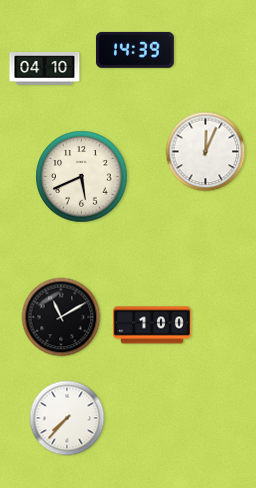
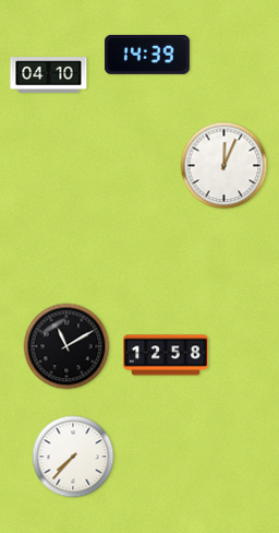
clock at (82, 177): 5:41 -> none
clock at (153, 325): 1:00 -> 12:58
